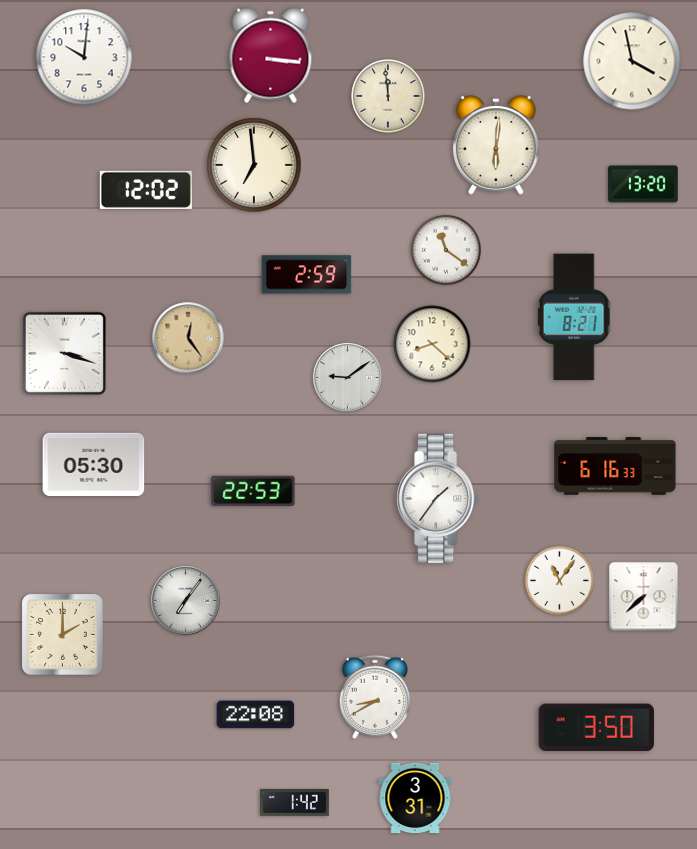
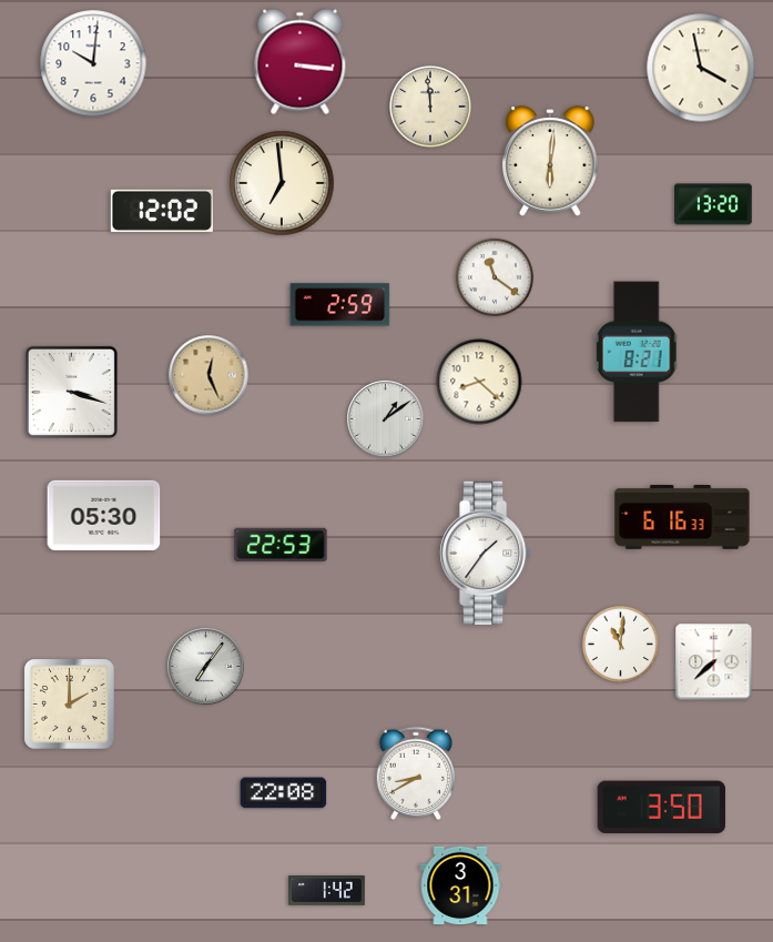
clock at (188, 338): 12:24 -> 12:26
clock at (348, 378): 9:09 -> 1:09
clock at (559, 580): 11:06 -> 11:01
